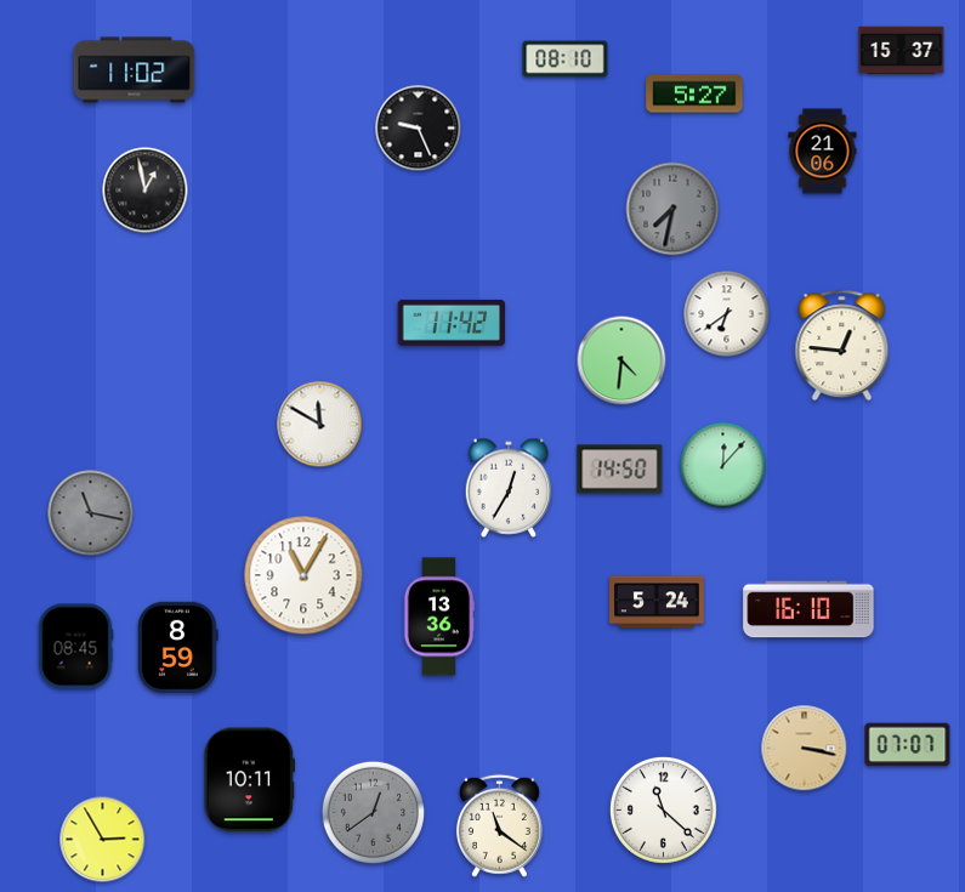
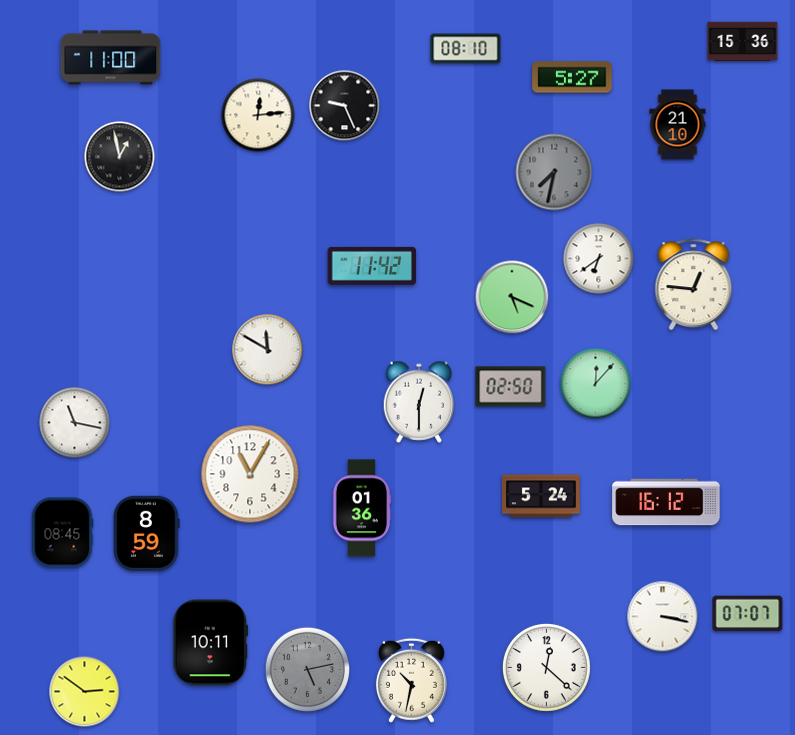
clock at (902, 51): 15:37 -> 15:36
clock at (135, 70): 11:02 -> 11:00
clock at (258, 115): none -> 12:14
clock at (823, 152): 21:06 -> 21:10
clock at (621, 360): 4:31 -> 5:19
clock at (320, 425) position: (320, 425) -> (268, 350)
clock at (620, 470): 14:50 -> 02:50
clock at (509, 488): 12:35 -> 12:30
clock at (91, 513) dial: grey -> white
clock at (808, 609): 16:10 -> 16:12
clock at (439, 617): 13:36 -> 01:36
clock at (805, 749) dial: champagne -> white
clock at (250, 780) position: (250, 780) -> (211, 643)
clock at (663, 809): 11:22 -> 12:22
clock at (373, 812): 12:39 -> 5:13
clock at (499, 825): 11:21 -> 10:32
clock at (103, 840): 2:55 -> 2:51
